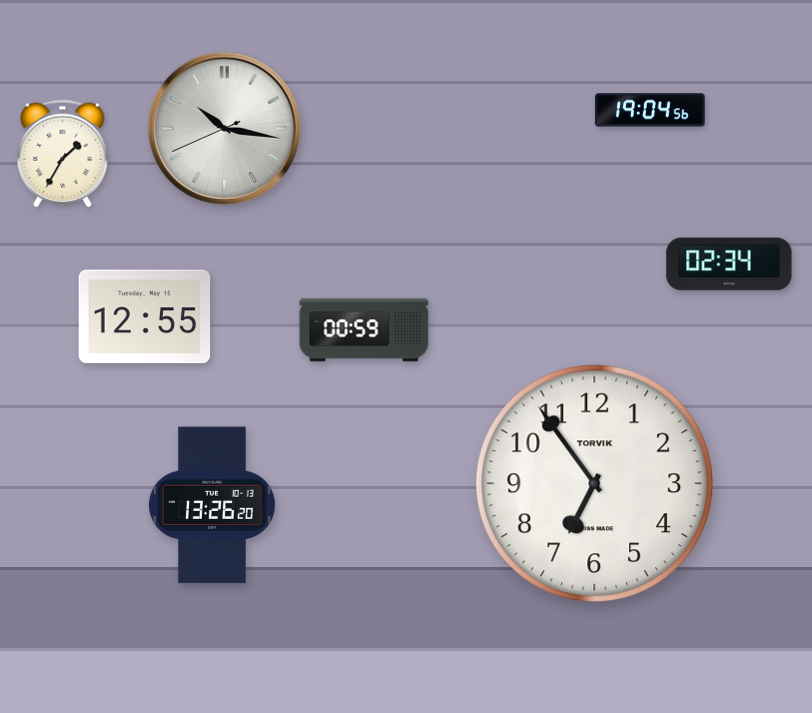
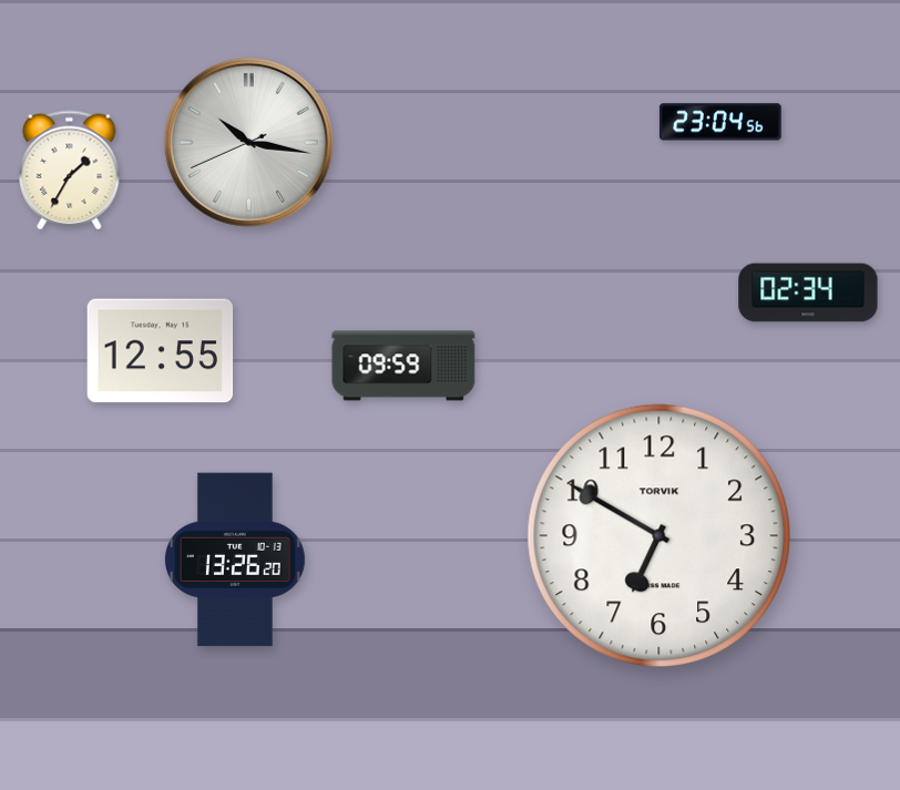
clock at (650, 110): 19:04 -> 23:04
clock at (364, 330): 00:59 -> 09:59
clock at (595, 484): 6:54 -> 6:50
